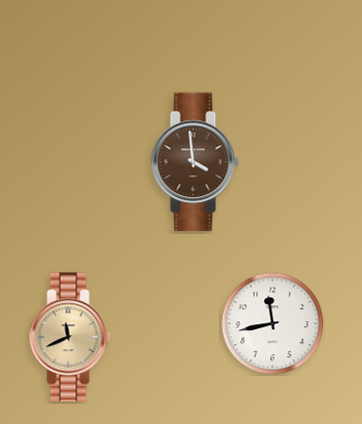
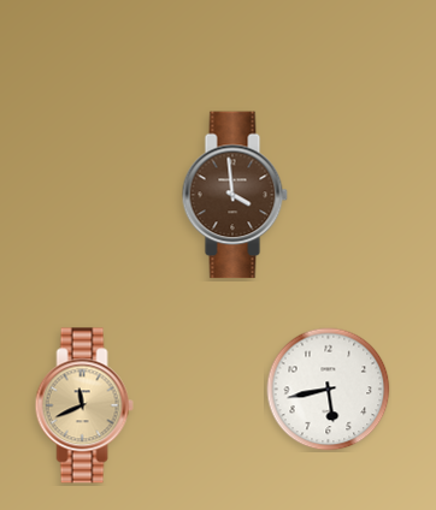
clock at (273, 324): 11:43 -> 5:43
